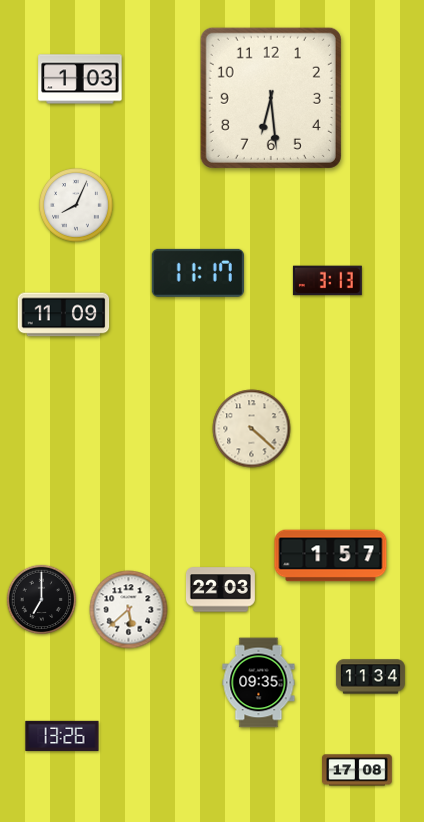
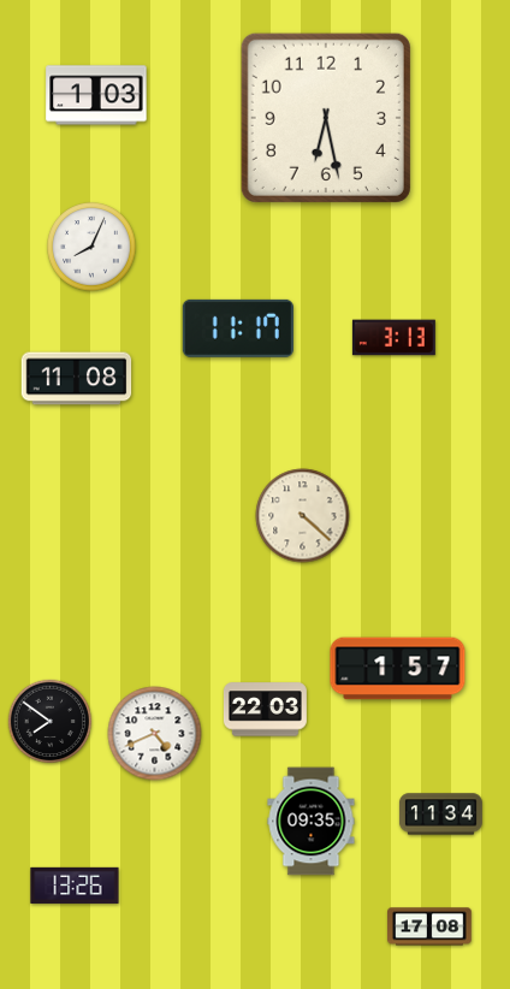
clock at (271, 98): 6:29 -> 6:28
clock at (64, 315): 11:09 -> 11:08
clock at (42, 600): 7:00 -> 7:51
clock at (129, 610): 5:38 -> 4:41
clock at (370, 677) position: (370, 677) -> (440, 815)
